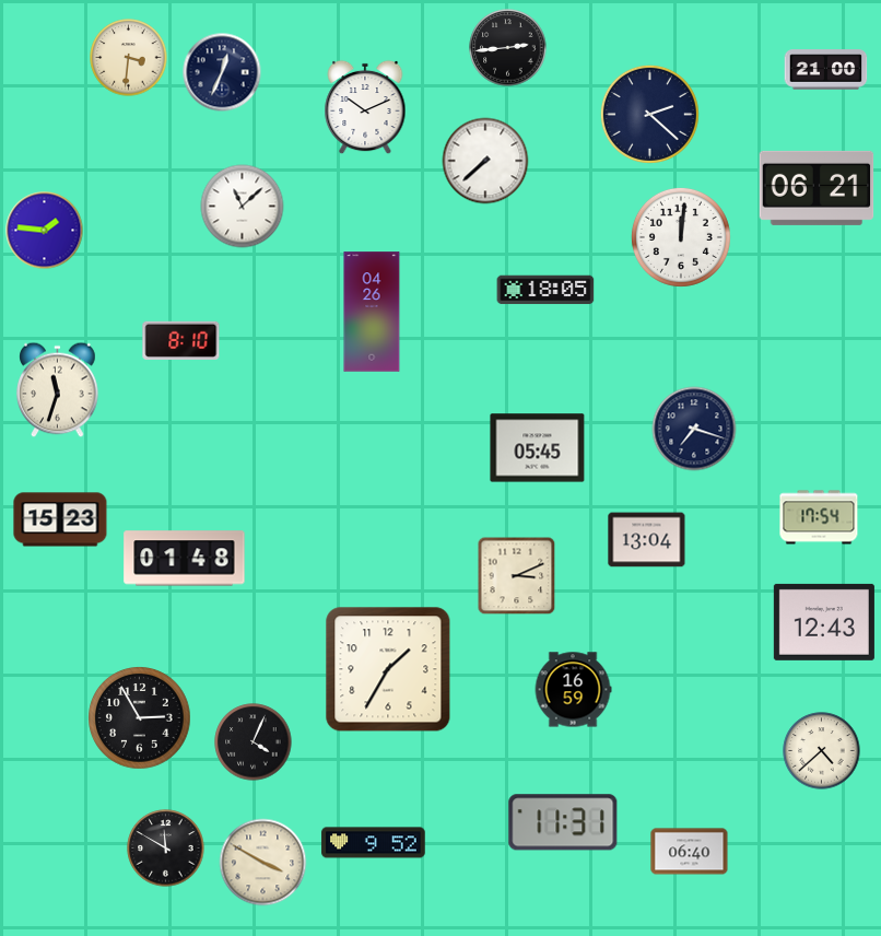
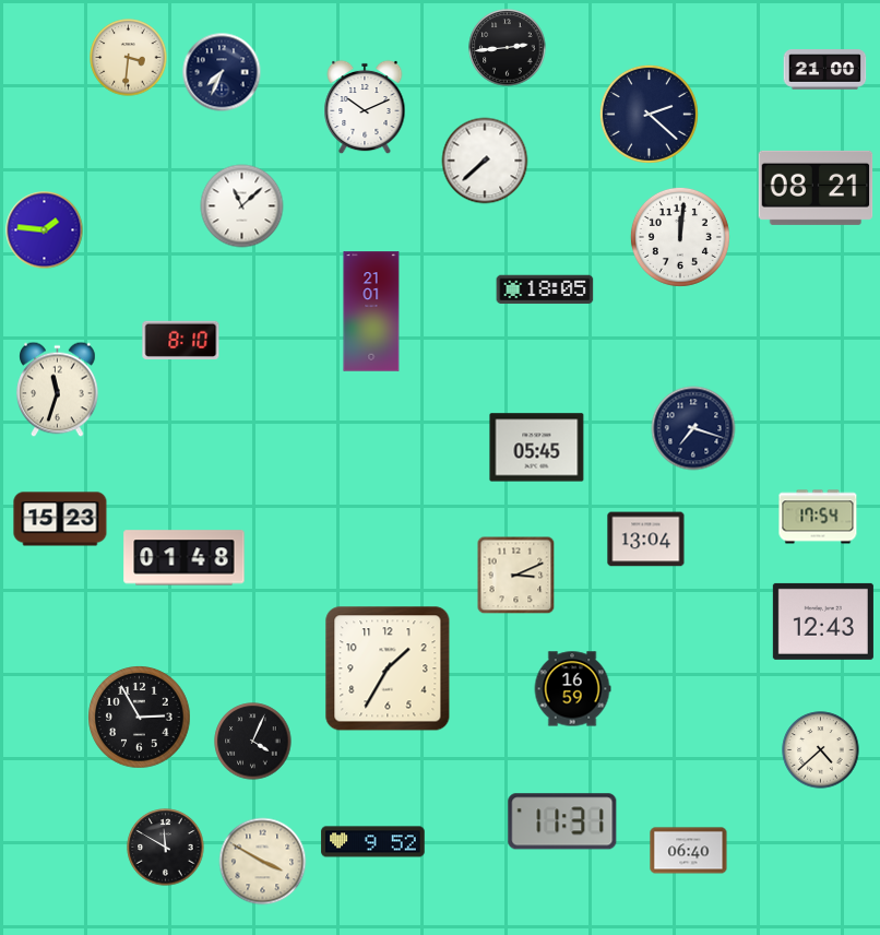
clock at (222, 72): 12:34 -> 7:34
clock at (817, 188): 06:21 -> 08:21
clock at (372, 312): 04:26 -> 21:01
